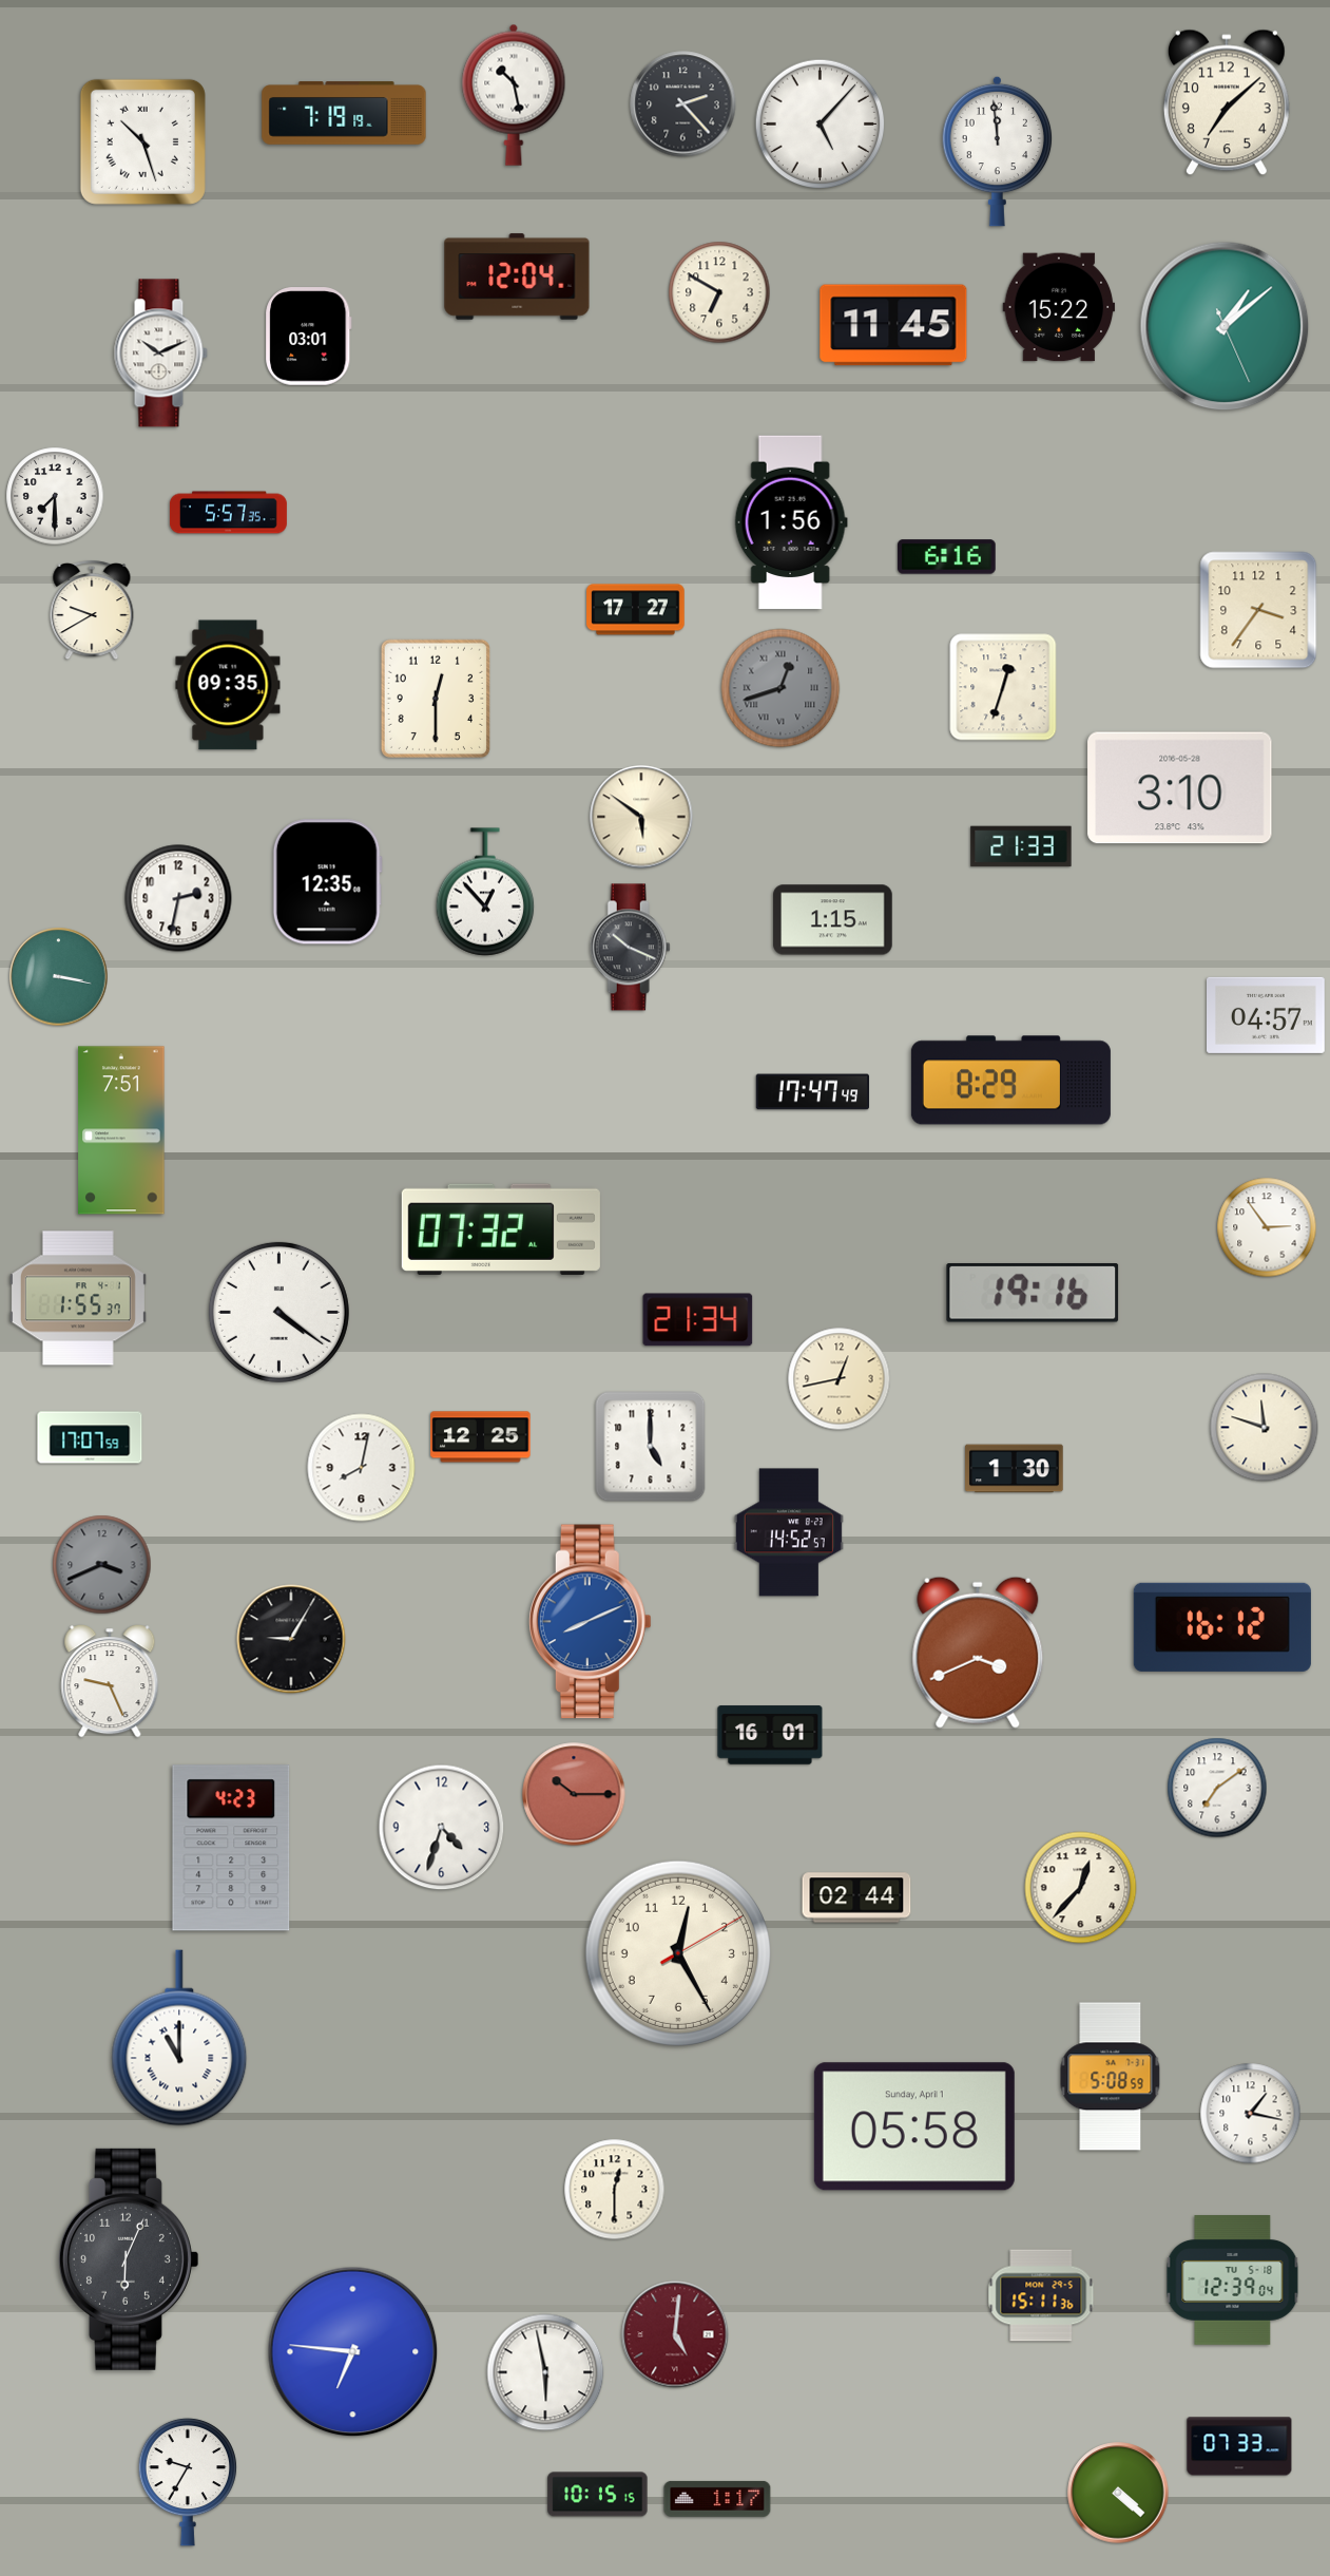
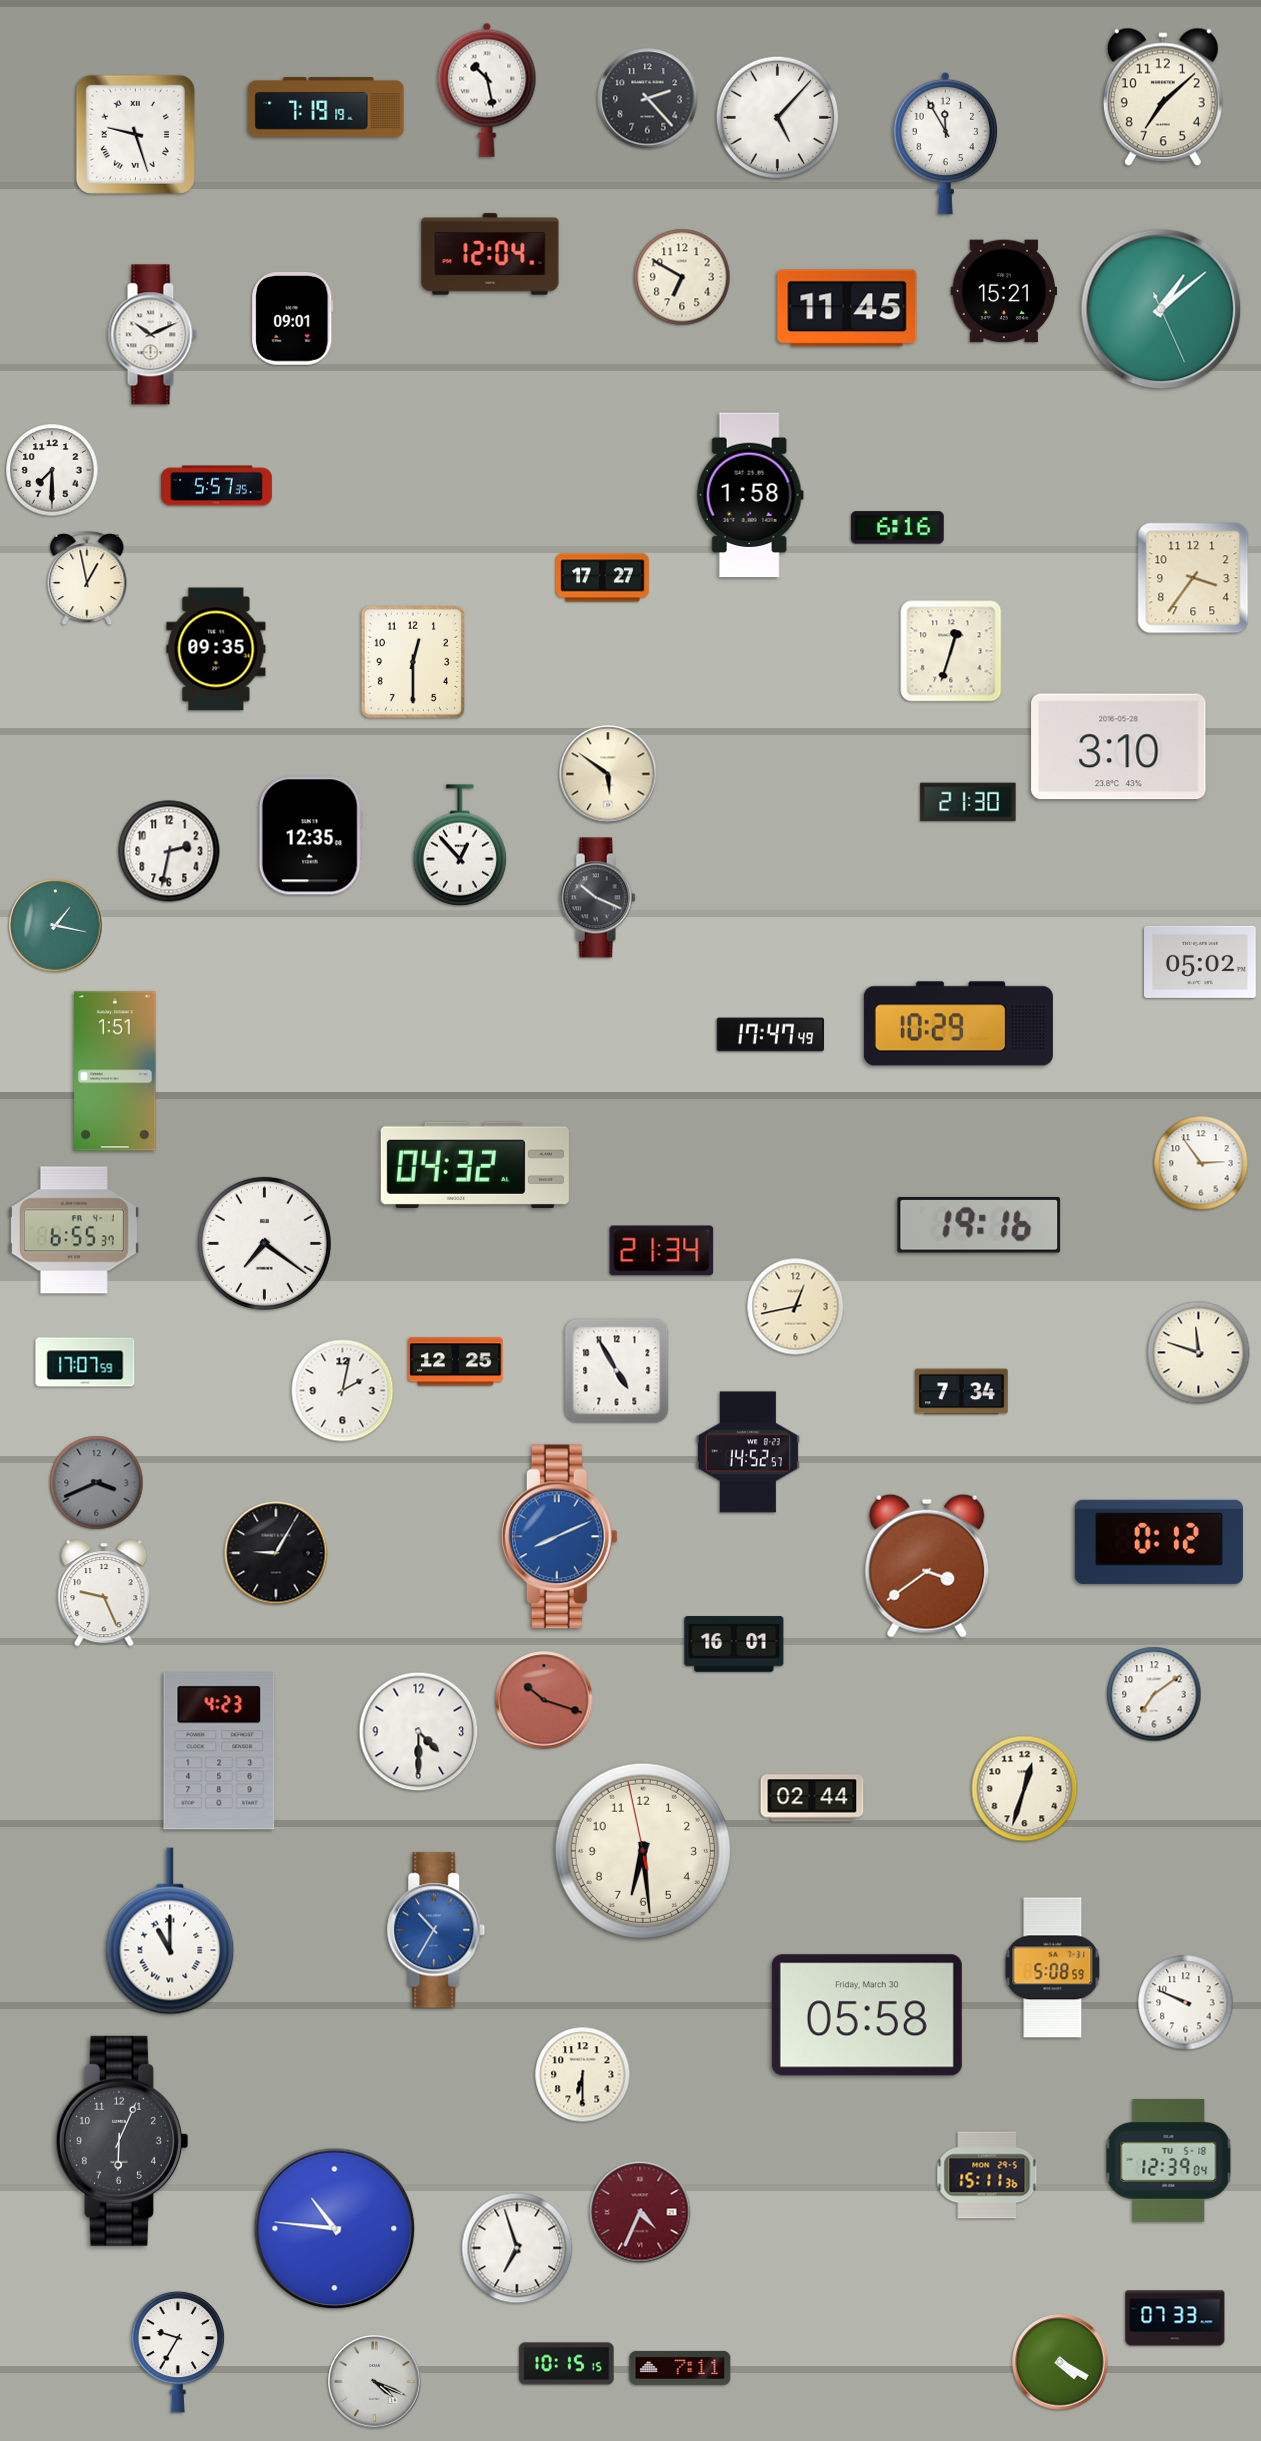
clock at (142, 141): 10:27 -> 9:27
clock at (998, 151): 11:59 -> 11:55
clock at (517, 276) position: (517, 276) -> (490, 254)
clock at (1059, 307): 15:22 -> 15:21
clock at (309, 337): 03:01 -> 09:01
clock at (791, 522): 1:56 -> 1:58
clock at (92, 610): 9:40 -> 12:58
clock at (780, 688): 12:42 -> none
clock at (1021, 846): 21:33 -> 21:30
clock at (833, 920): 1:15 -> none
clock at (59, 977): 3:17 -> 1:17
clock at (1267, 1015): 04:57 -> 05:02
clock at (1010, 1081): 8:29 -> 10:29
clock at (121, 1130): 7:51 -> 1:51
clock at (501, 1229): 07:32 -> 04:32
clock at (78, 1298): 1:55 -> 6:55
clock at (278, 1312): 4:21 -> 7:21
clock at (651, 1447): 5:00 -> 4:55
clock at (362, 1468): 8:02 -> 2:02
clock at (1015, 1469): 1:30 -> 7:34
clock at (1222, 1627): 16:12 -> 0:12
clock at (978, 1653): 3:41 -> 3:39
clock at (770, 1735) position: (770, 1735) -> (734, 1644)
clock at (574, 1794): 10:15 -> 10:18
clock at (442, 1828): 4:33 -> 4:30
clock at (1081, 1888): 12:37 -> 12:33
clock at (678, 1953): 12:25 -> 6:28
clock at (436, 1930): none -> 10:35
clock at (1251, 2114): 1:17 -> 9:49
clock at (914, 2126) date: Sunday, April 1 -> Friday, March 30
clock at (615, 2190): 12:30 -> 6:30
clock at (675, 2334): 5:01 -> 4:34
clock at (353, 2352): 6:46 -> 10:46
clock at (545, 2372): 5:58 -> 6:57
clock at (1118, 2493): 4:22 -> 4:20
clock at (717, 2499): 1:17 -> 7:11
clock at (375, 2382): none -> 4:19
